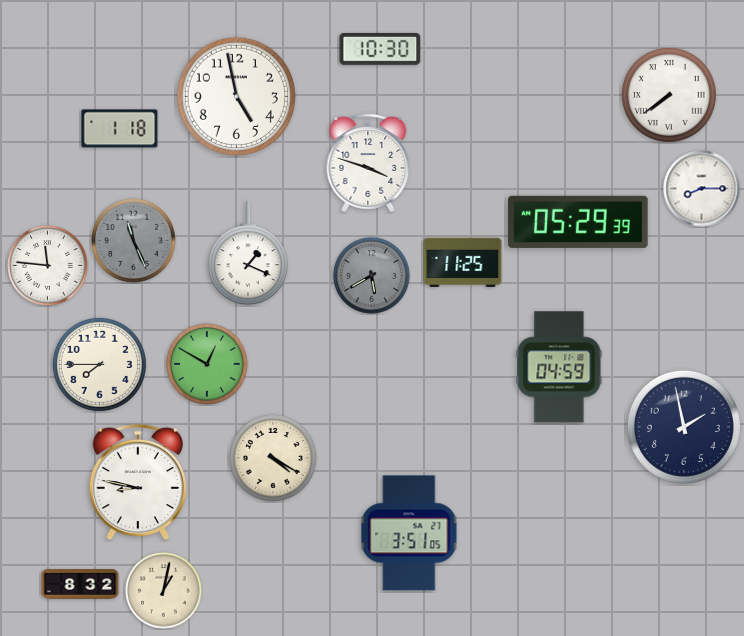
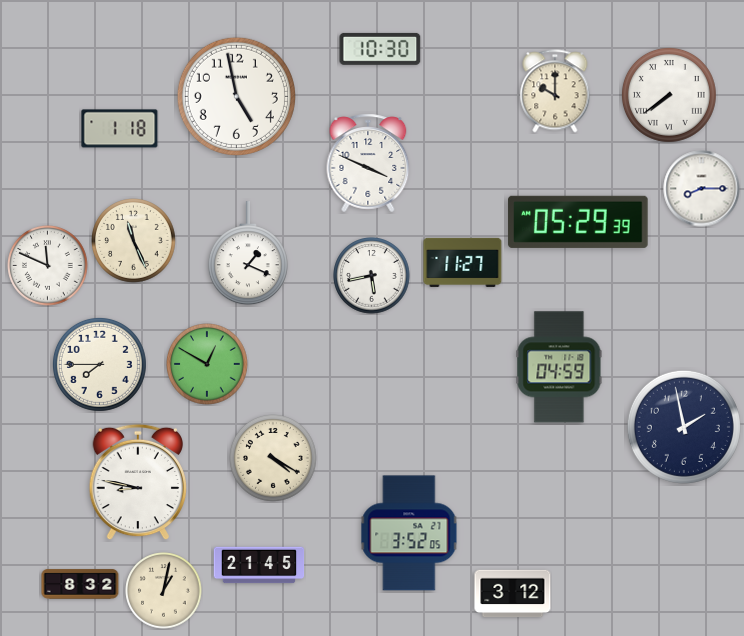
clock at (555, 91): none -> 10:00
clock at (368, 163): 3:48 -> 3:49
clock at (134, 241) dial: grey -> cream
clock at (463, 262): 11:25 -> 11:27
clock at (48, 266): 11:46 -> 11:49
clock at (372, 276): 5:40 -> 5:43
clock at (372, 276) dial: grey -> white
clock at (409, 533): 3:51 -> 3:52
clock at (259, 565): none -> 21:45
clock at (513, 594): none -> 3:12
